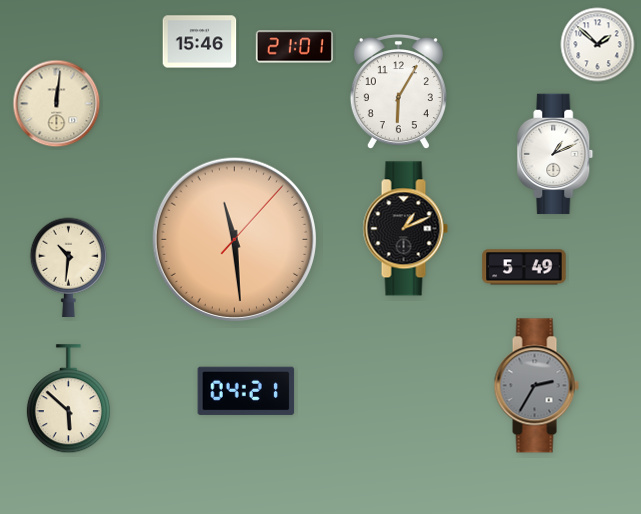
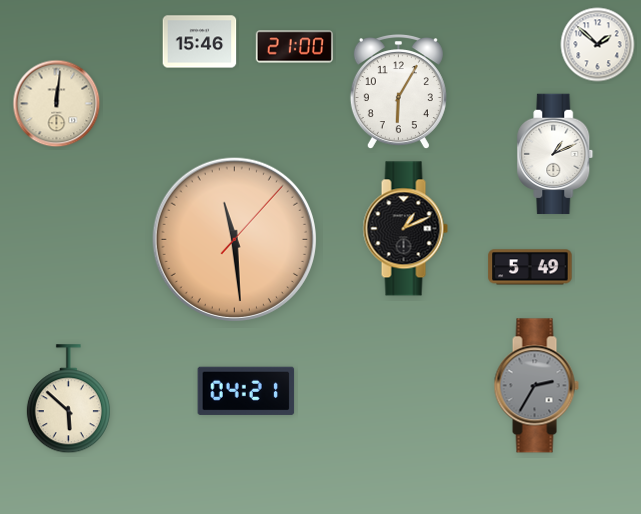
clock at (294, 47): 21:01 -> 21:00
clock at (69, 267): 10:31 -> none
clock at (524, 267) position: (524, 267) -> (530, 267)
